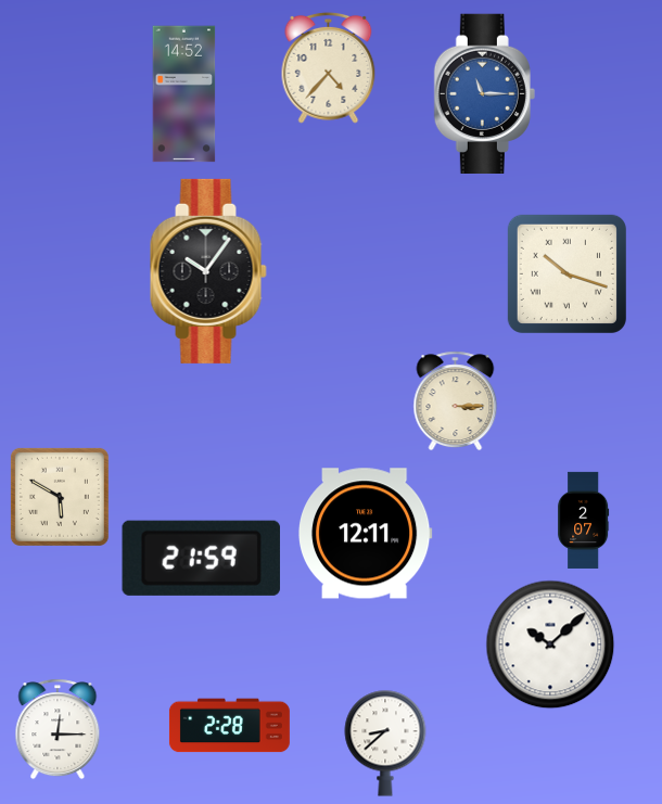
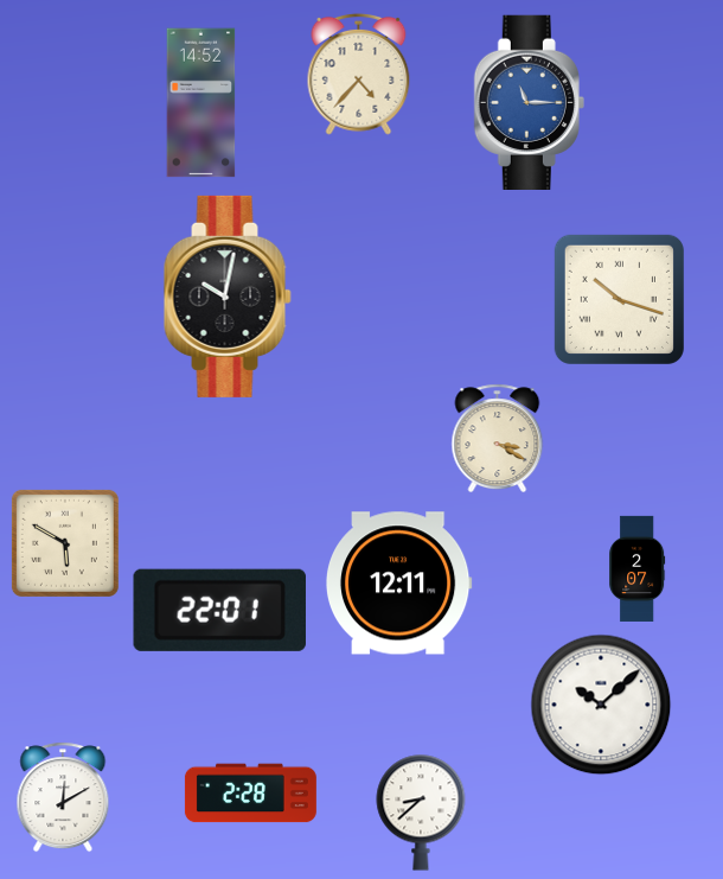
clock at (208, 271): 10:06 -> 10:02
clock at (456, 401): 3:15 -> 3:20
clock at (201, 558): 21:59 -> 22:01
clock at (58, 729): 12:15 -> 12:10
